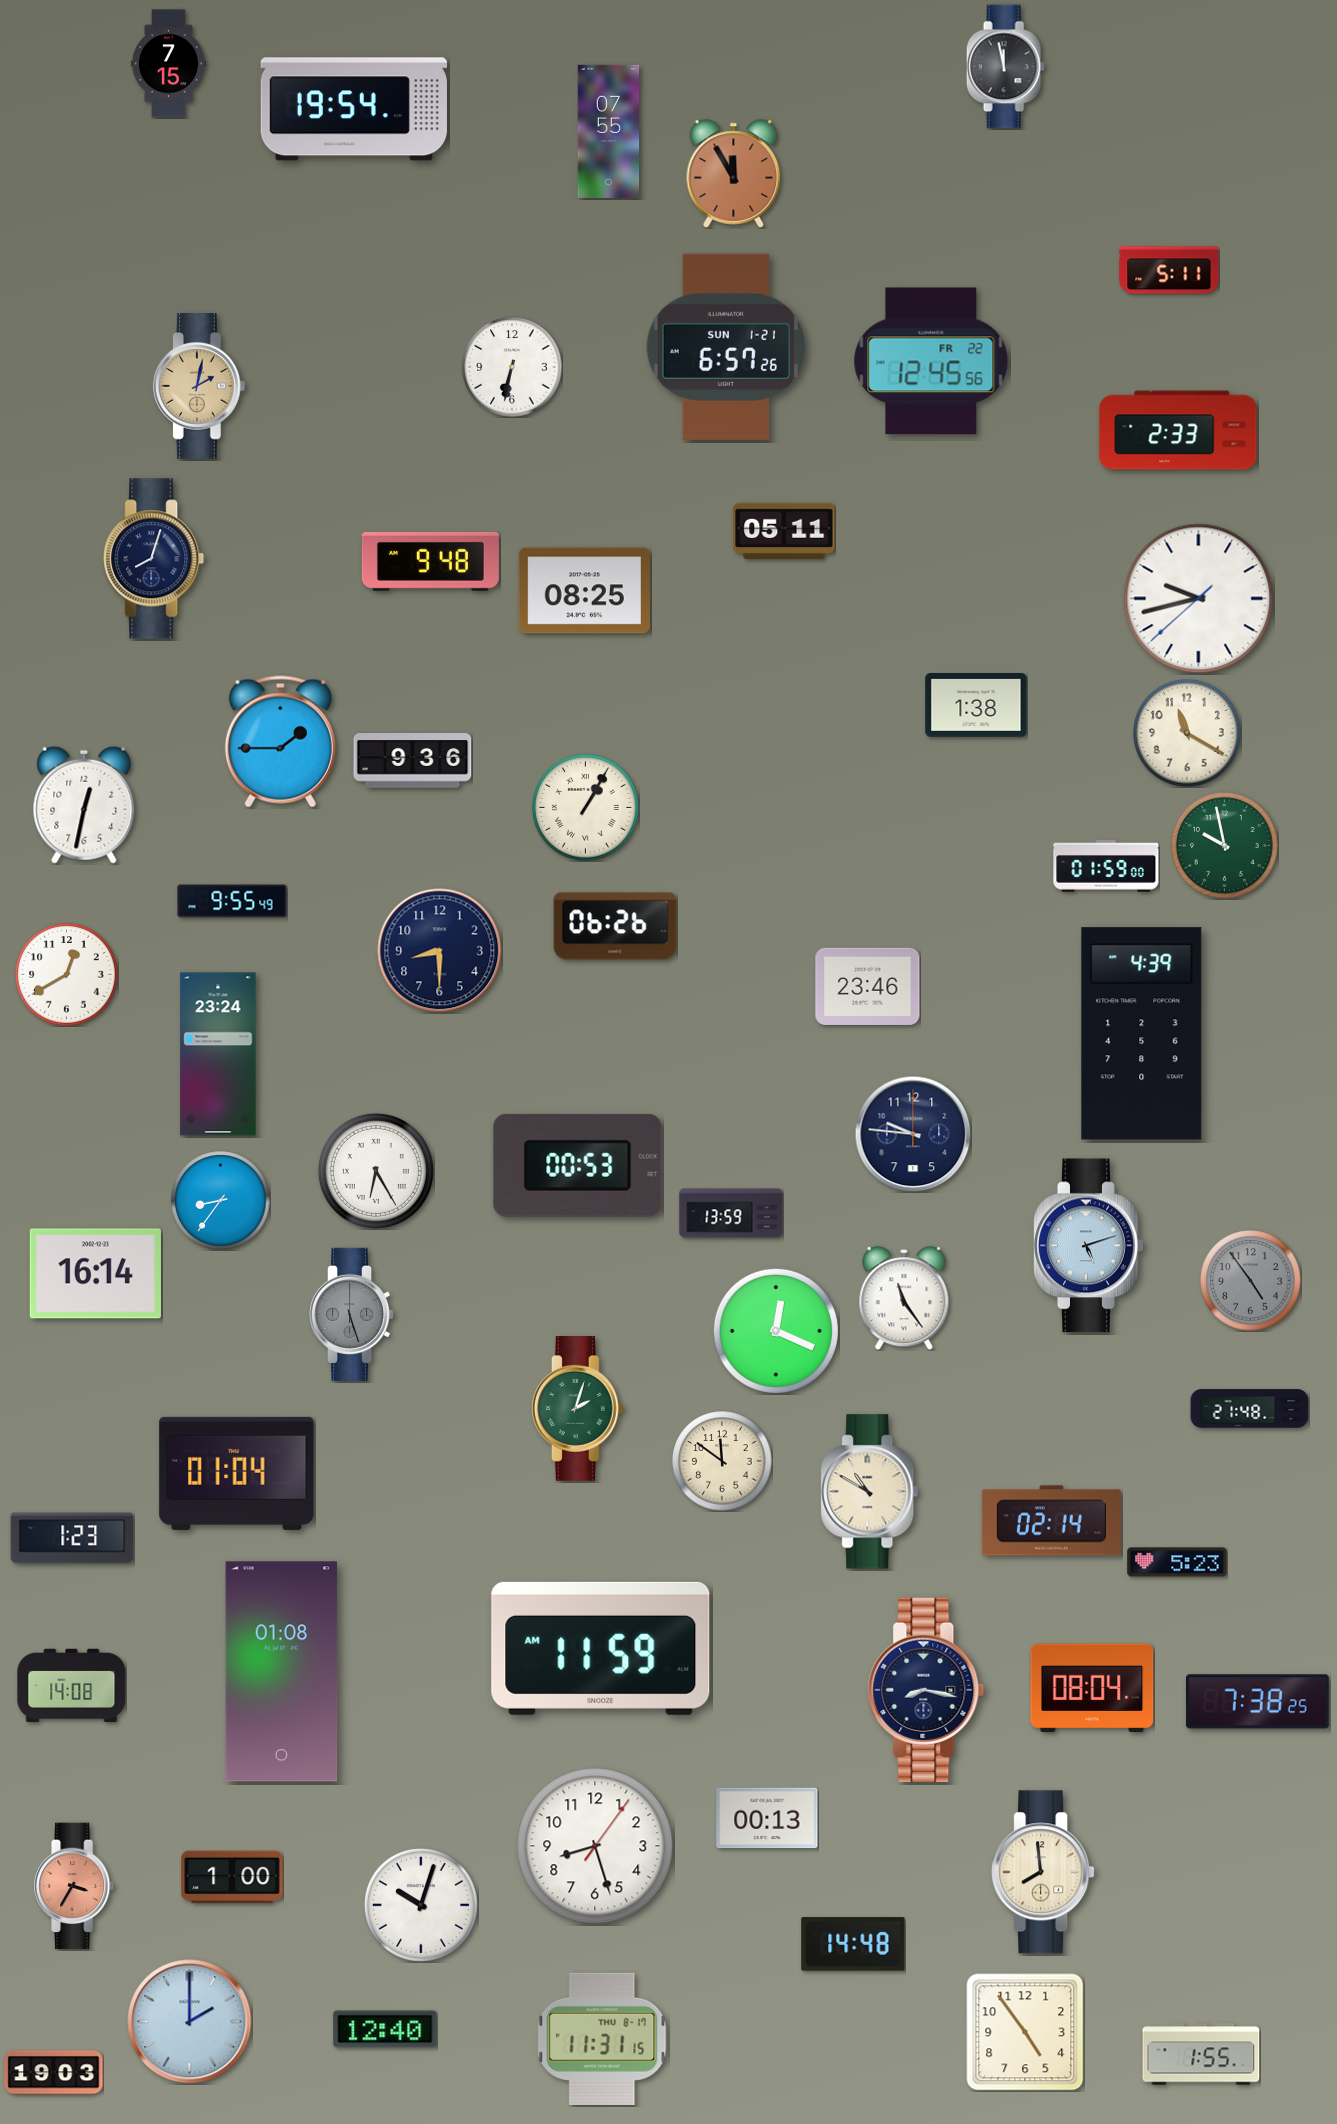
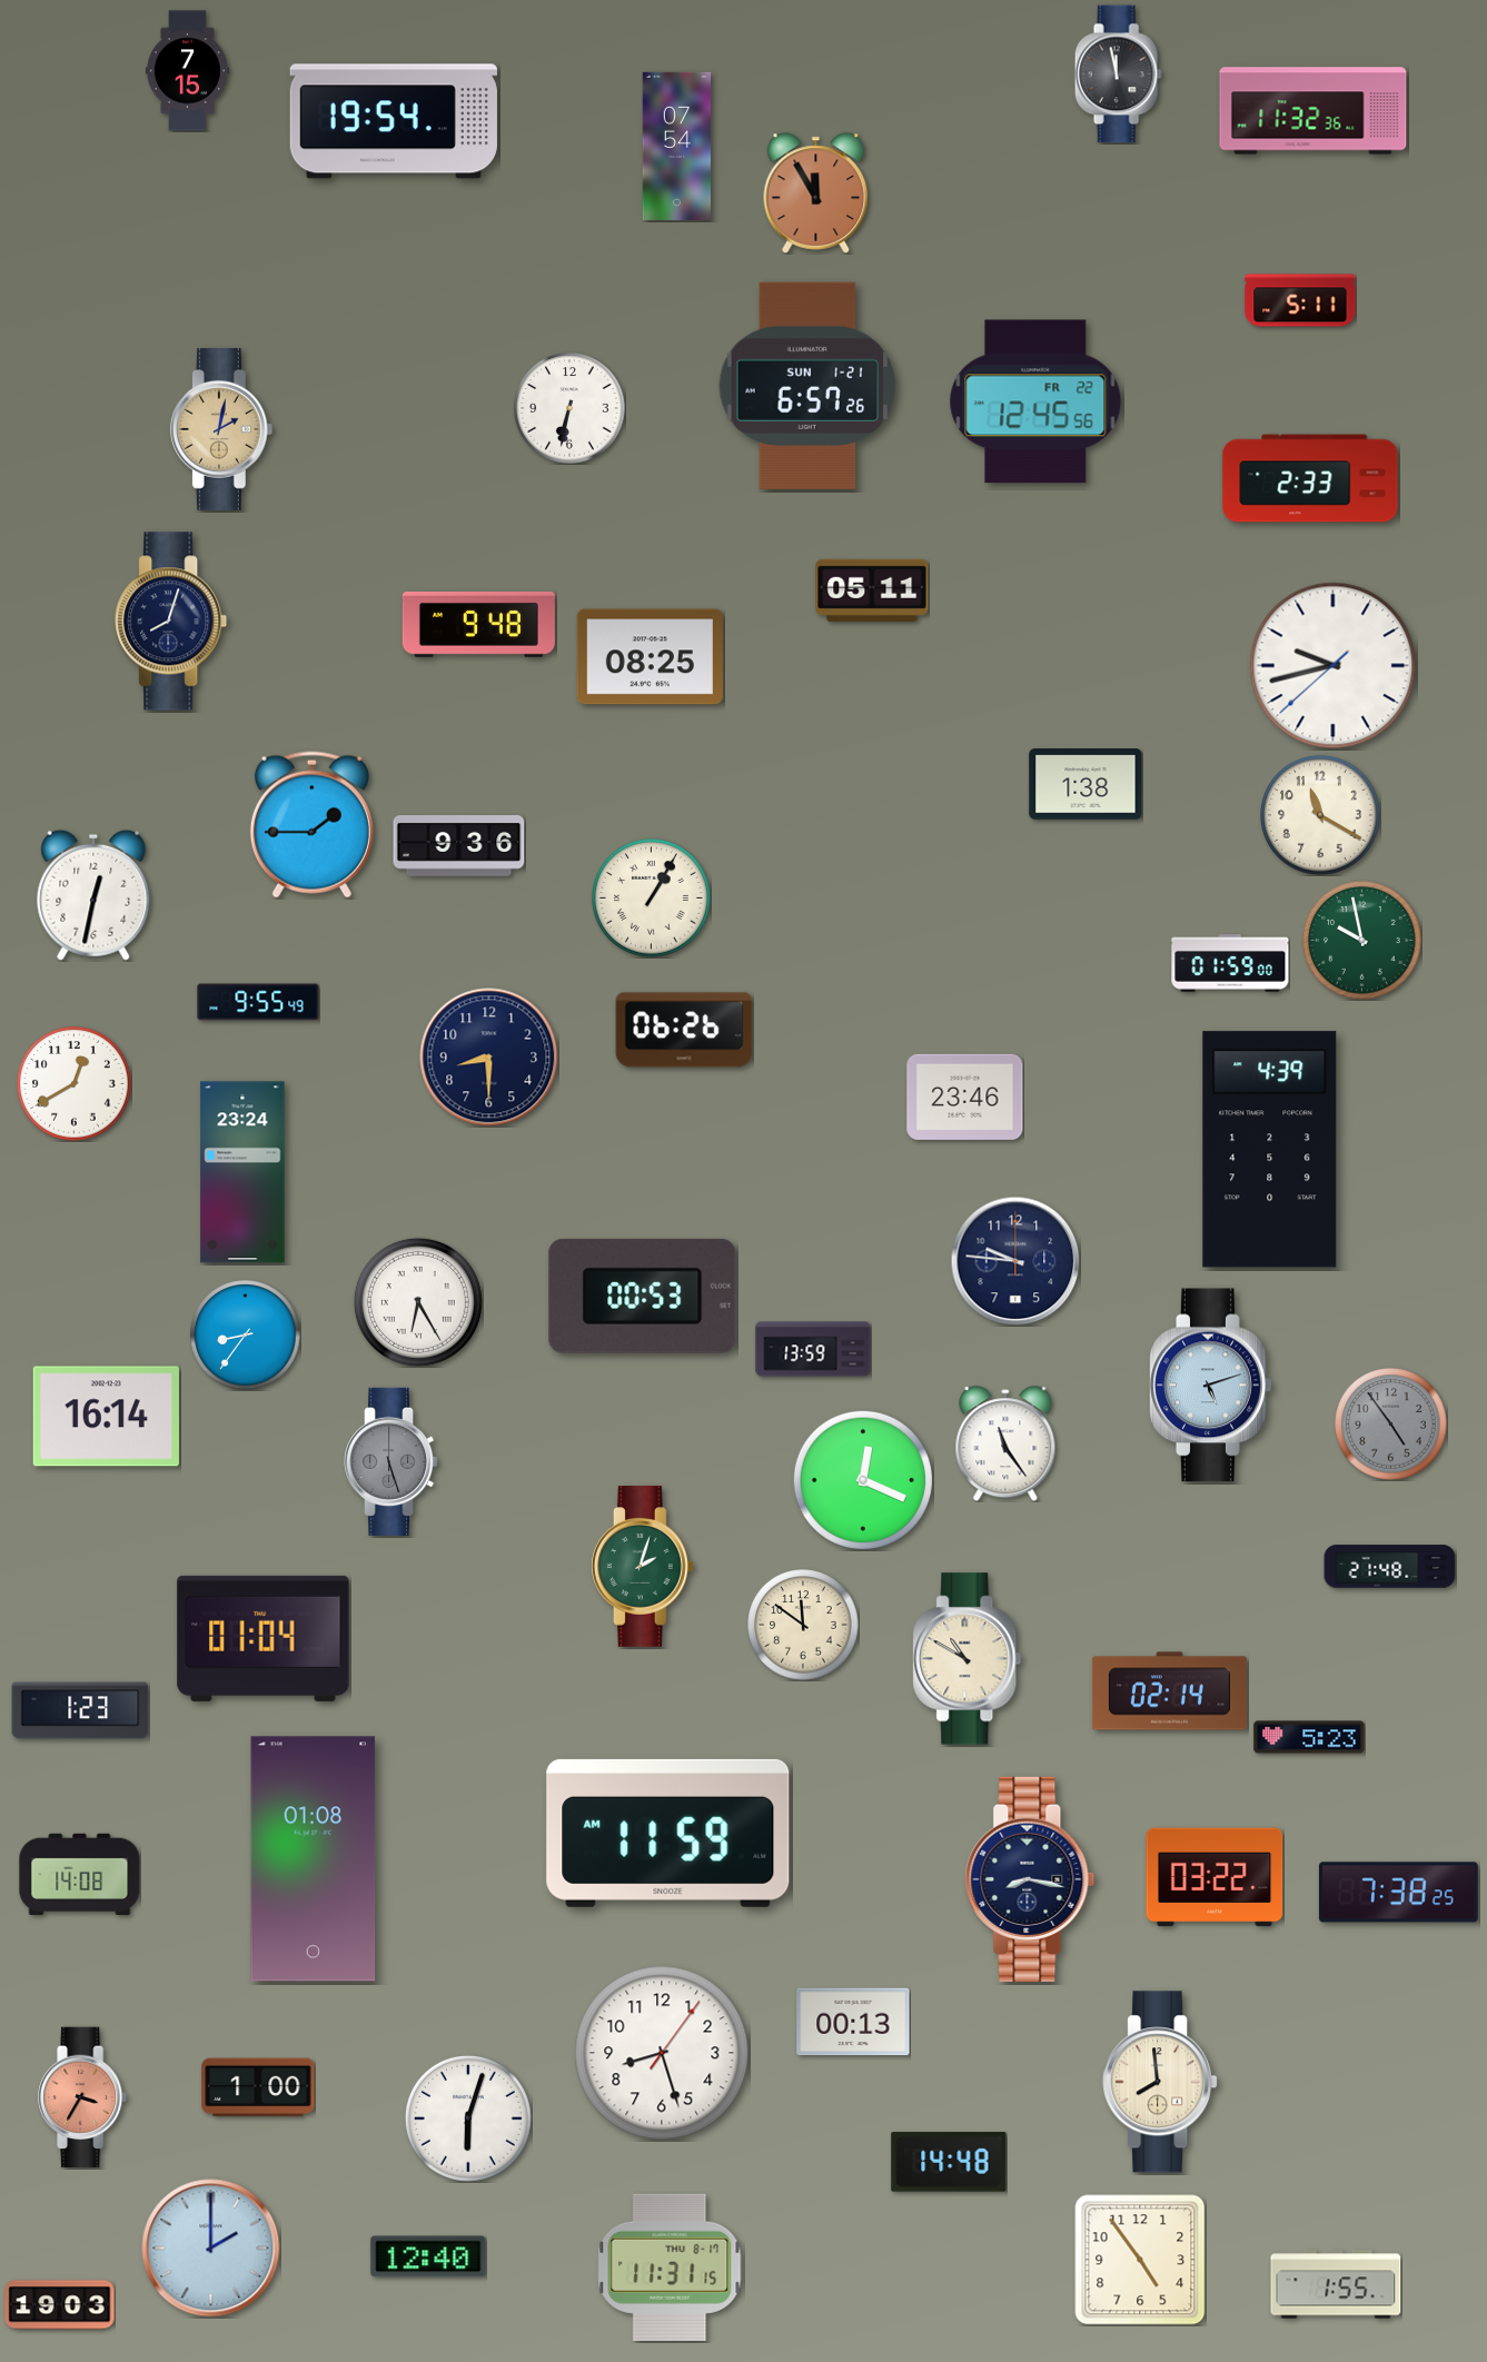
clock at (1313, 111): none -> 11:32
clock at (609, 131): 07:55 -> 07:54
clock at (1092, 1688): 08:04 -> 03:22
clock at (421, 1905): 10:03 -> 6:03
